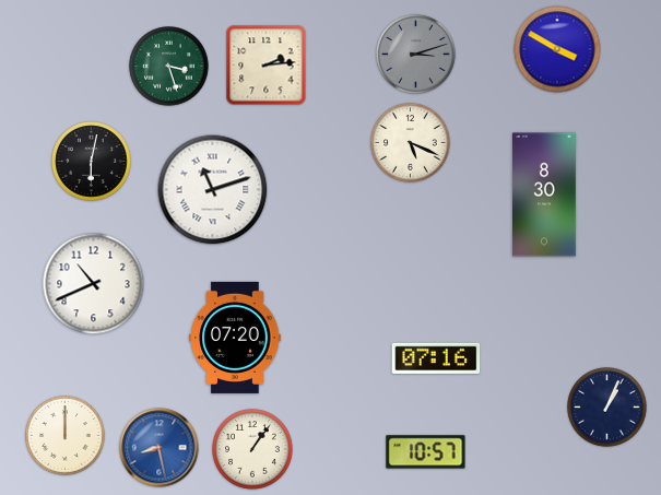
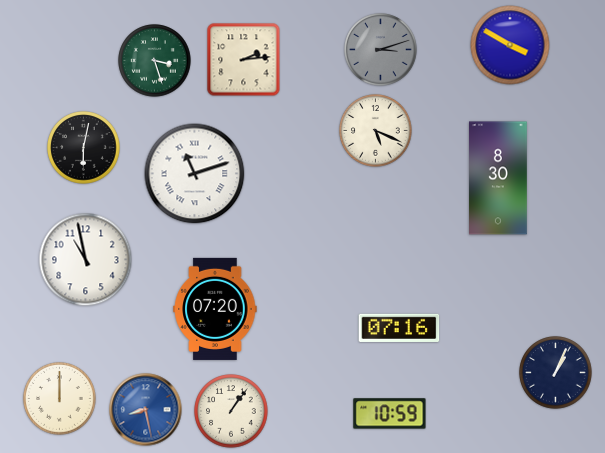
clock at (94, 284): 10:41 -> 10:58
clock at (426, 452): 10:57 -> 10:59
